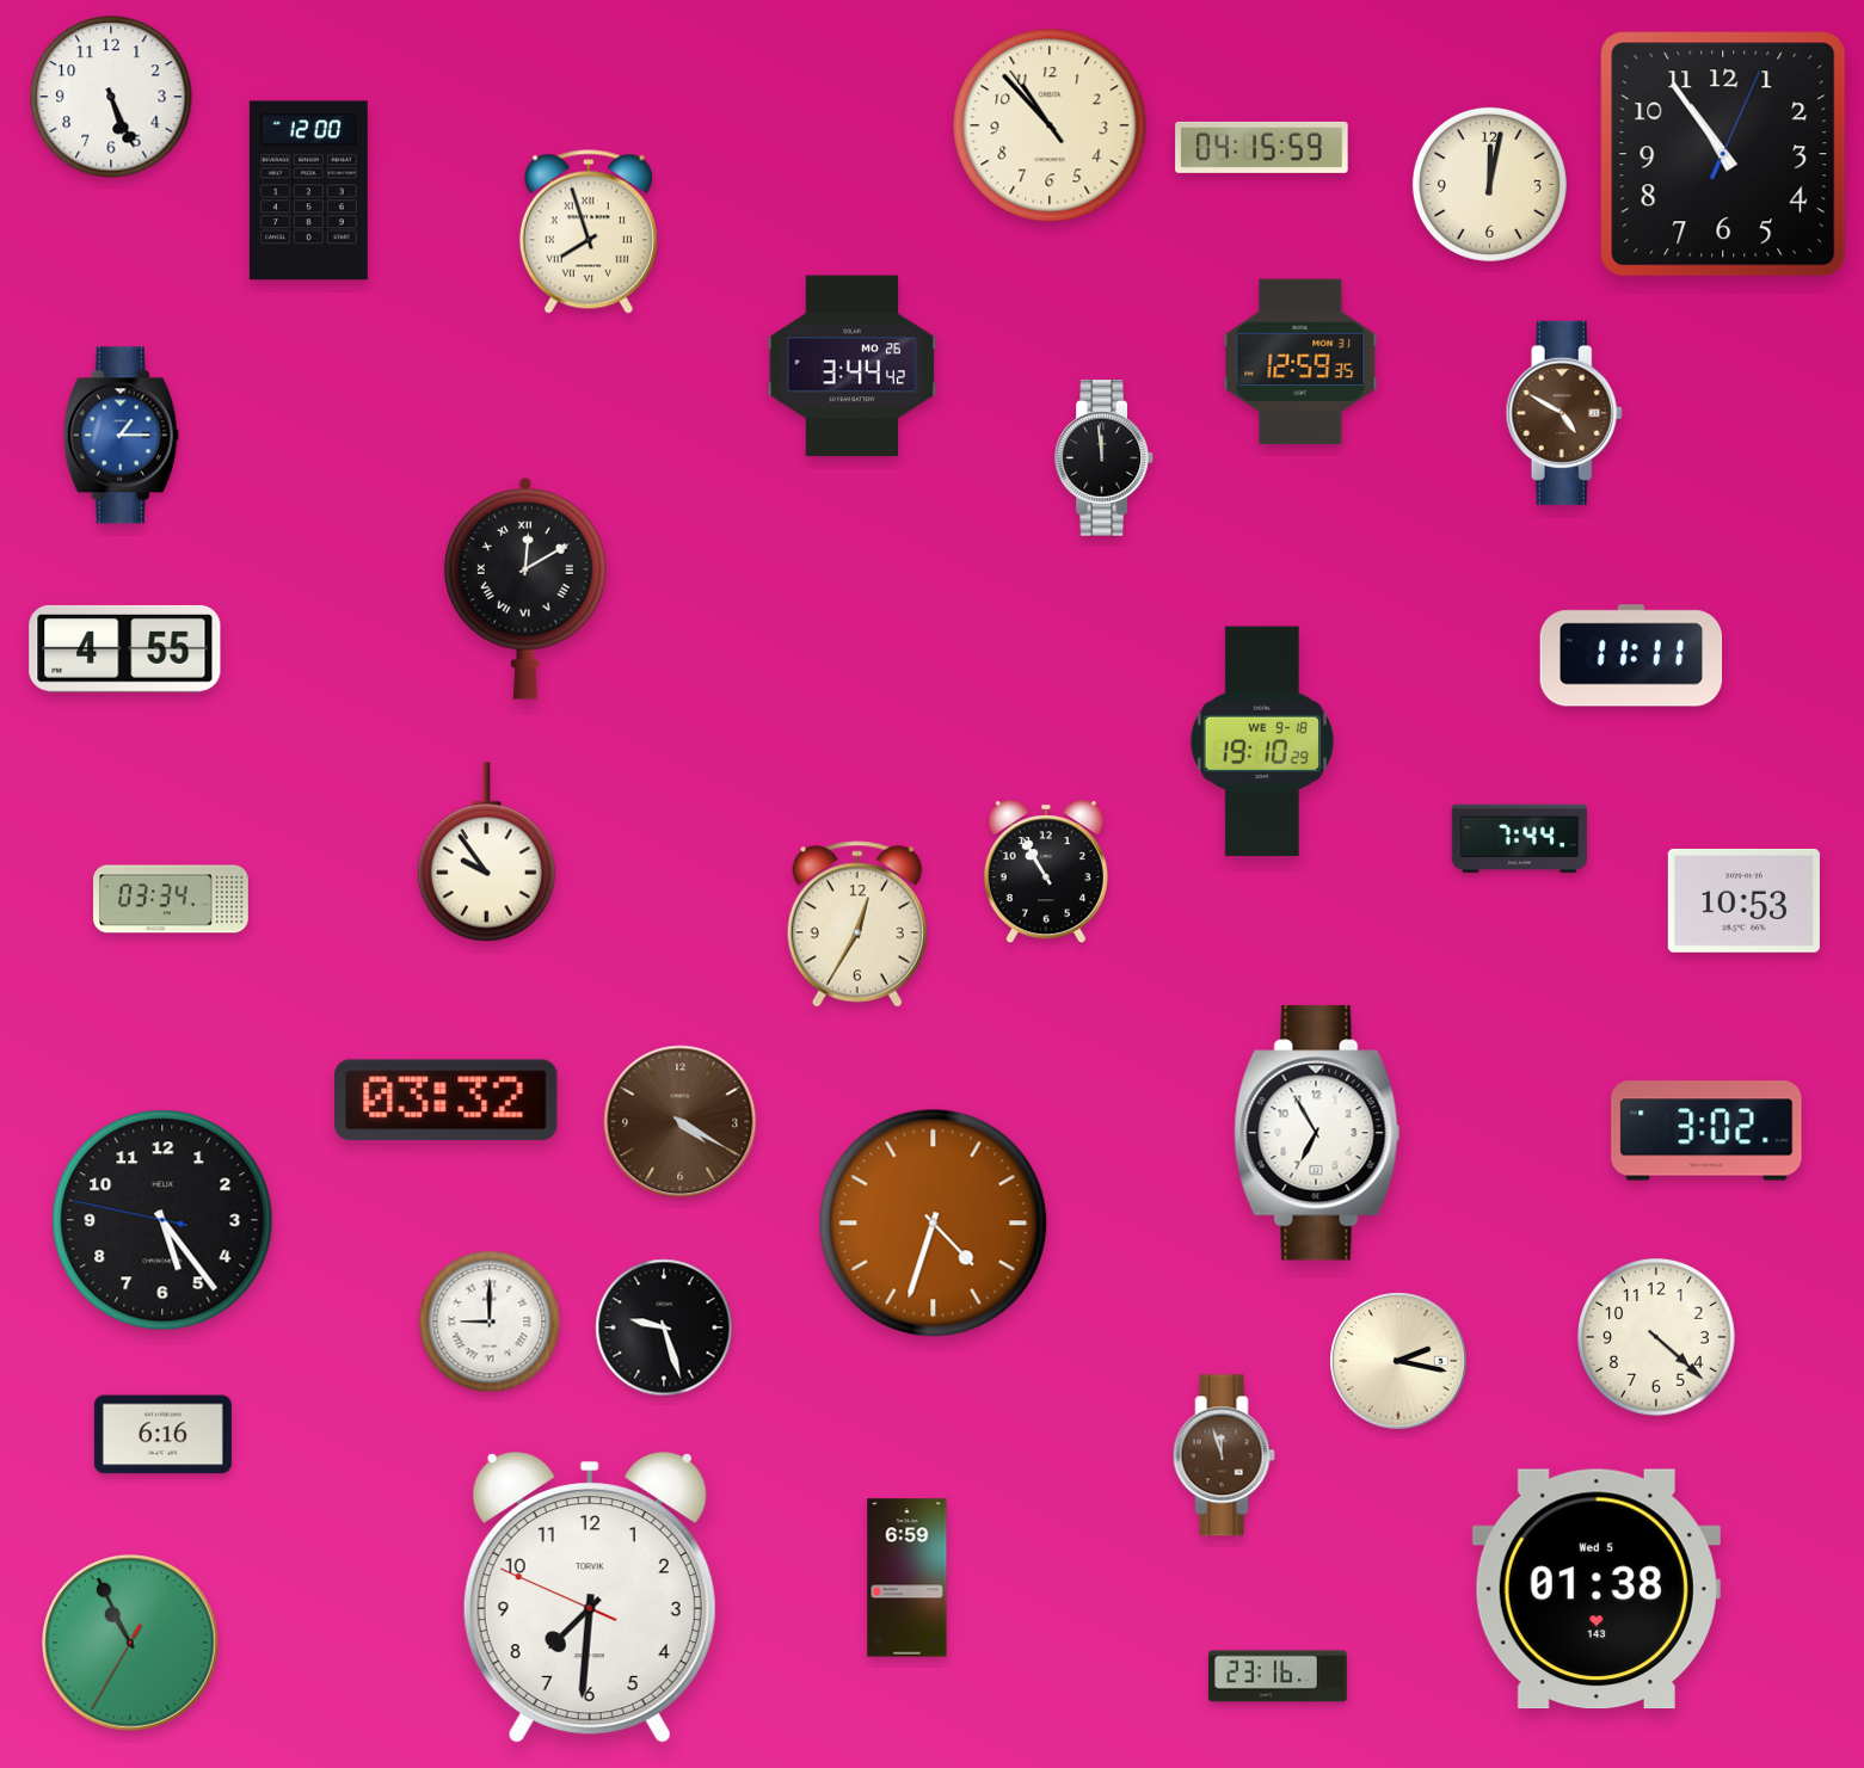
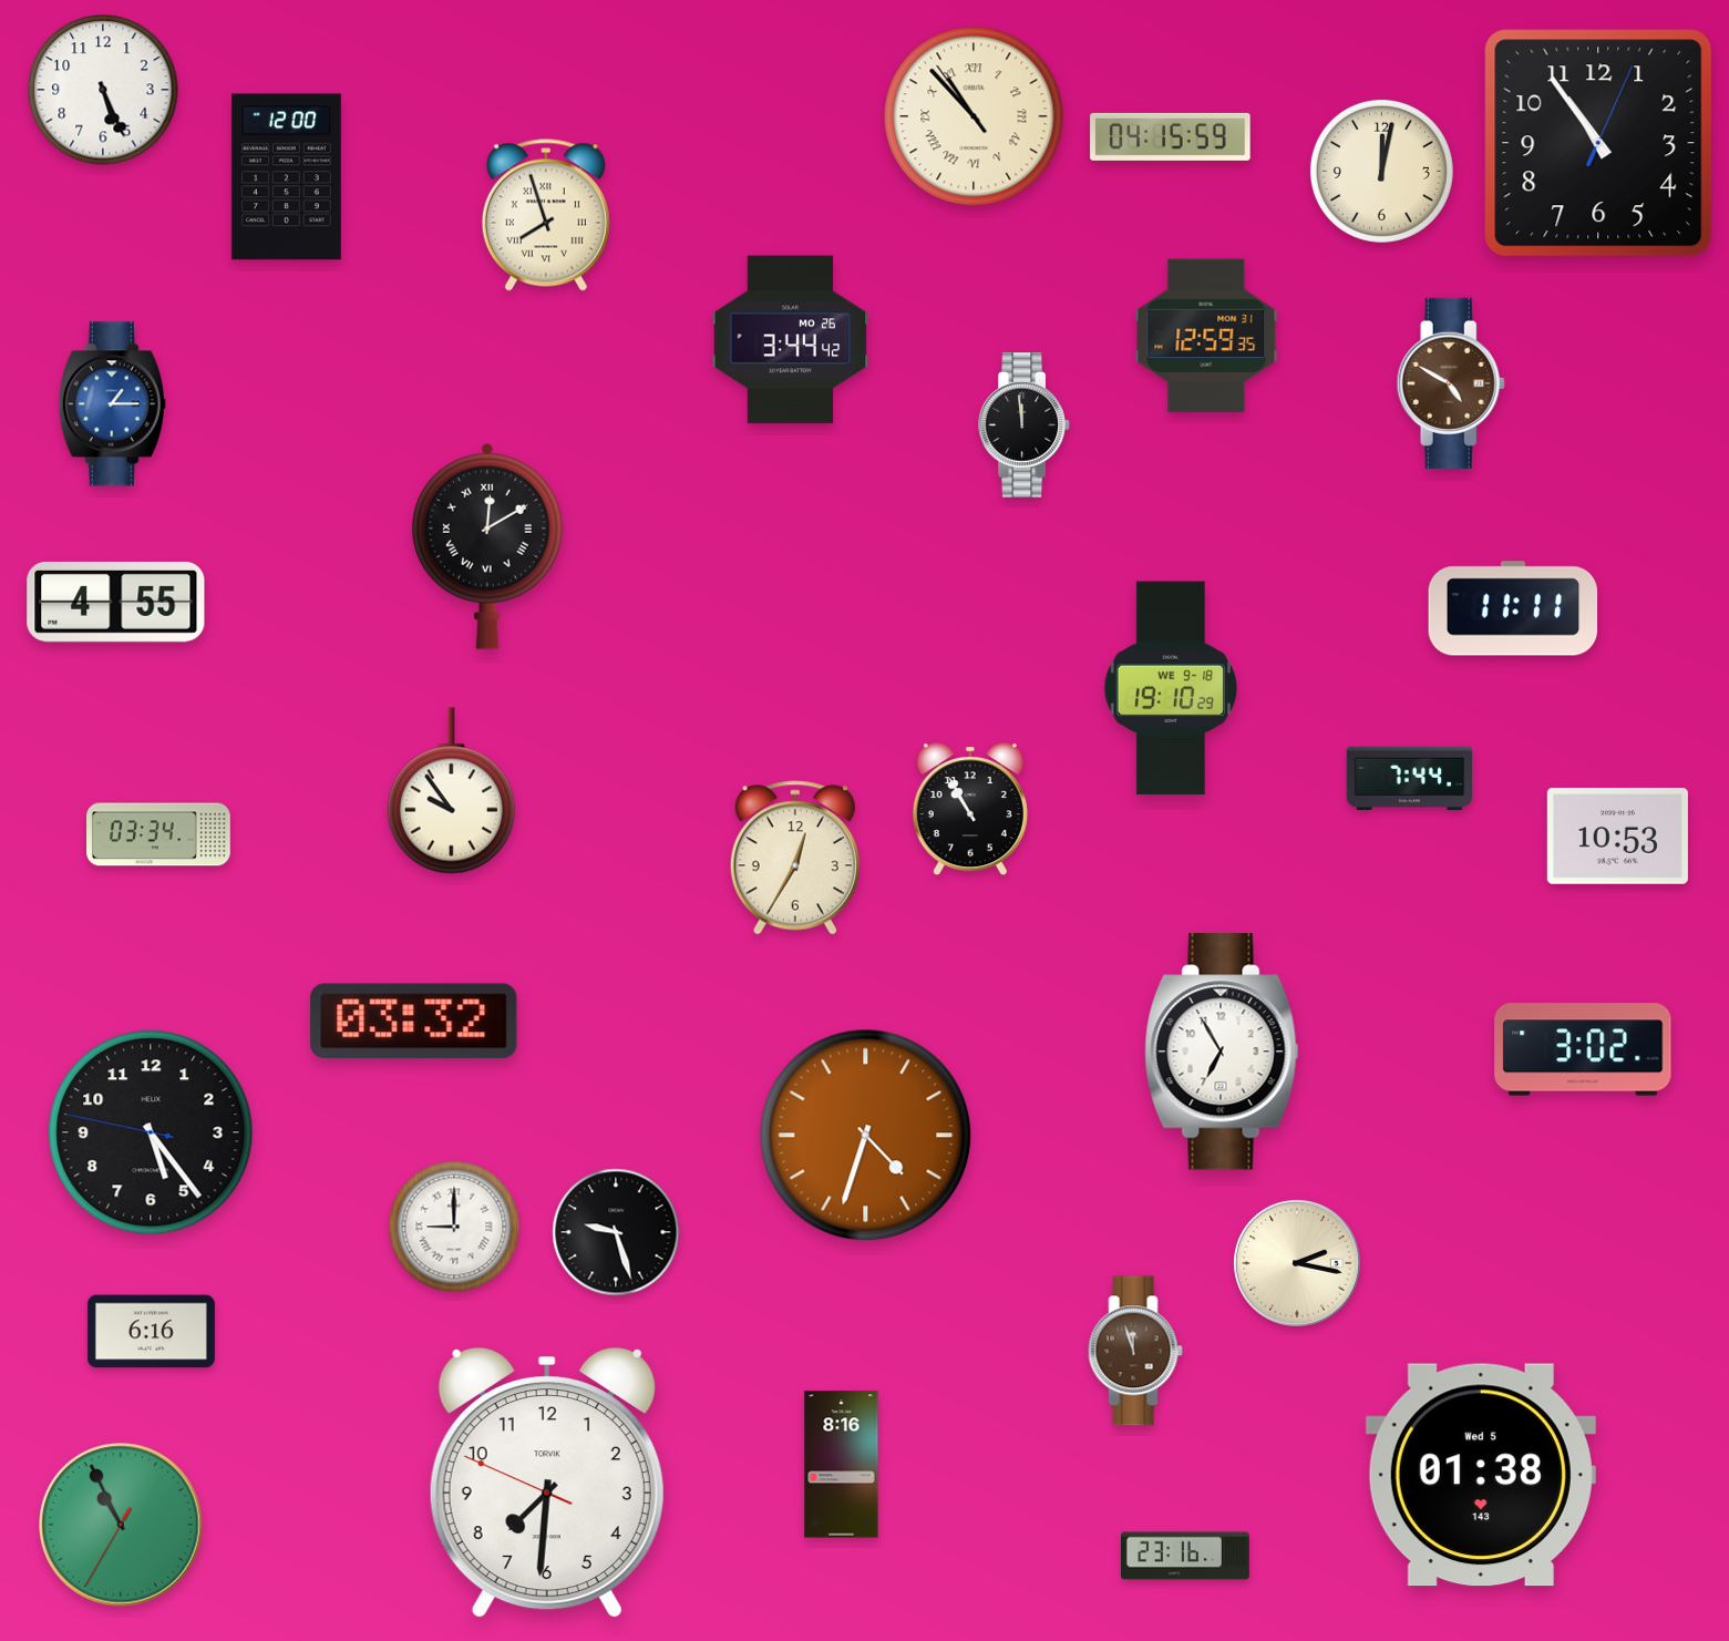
clock at (1050, 125) numerals: Arabic -> Roman
clock at (681, 1122): 4:20 -> none
clock at (1657, 1338): 4:22 -> none
clock at (908, 1578): 6:59 -> 8:16
